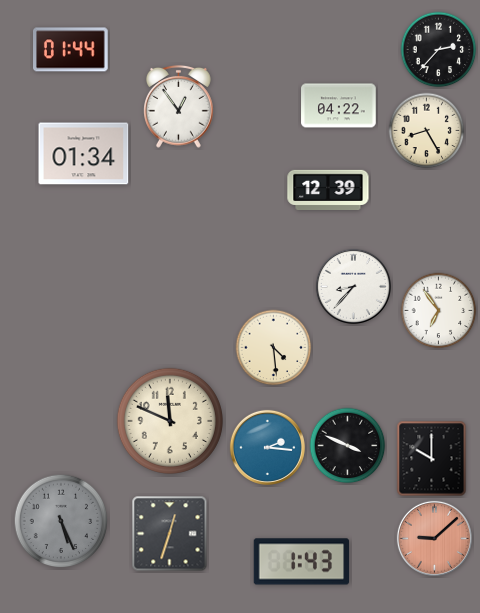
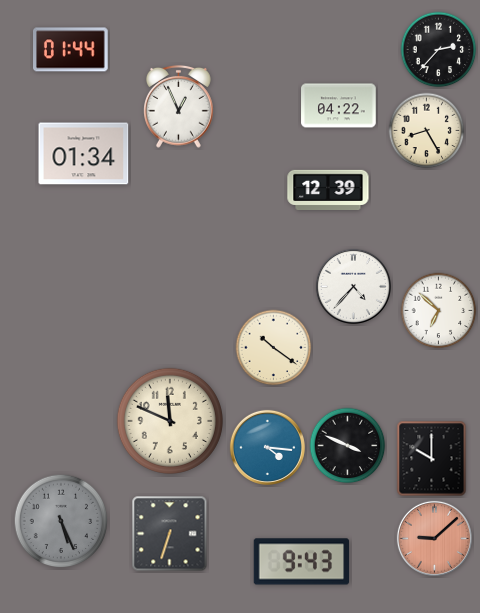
clock at (179, 106): 12:54 -> 12:56
clock at (353, 286): 8:37 -> 4:37
clock at (439, 311): 6:54 -> 6:52
clock at (274, 348): 4:29 -> 10:21
clock at (267, 447): 2:16 -> 4:16
clock at (170, 534): 12:33 -> 6:33
clock at (302, 562): 1:43 -> 9:43
